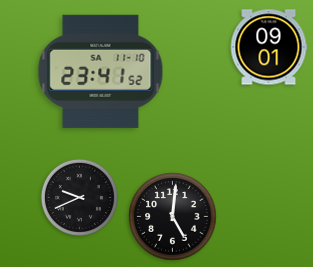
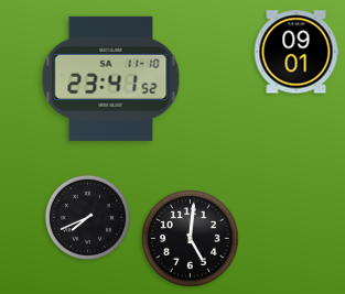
clock at (79, 197): 9:41 -> 7:41
